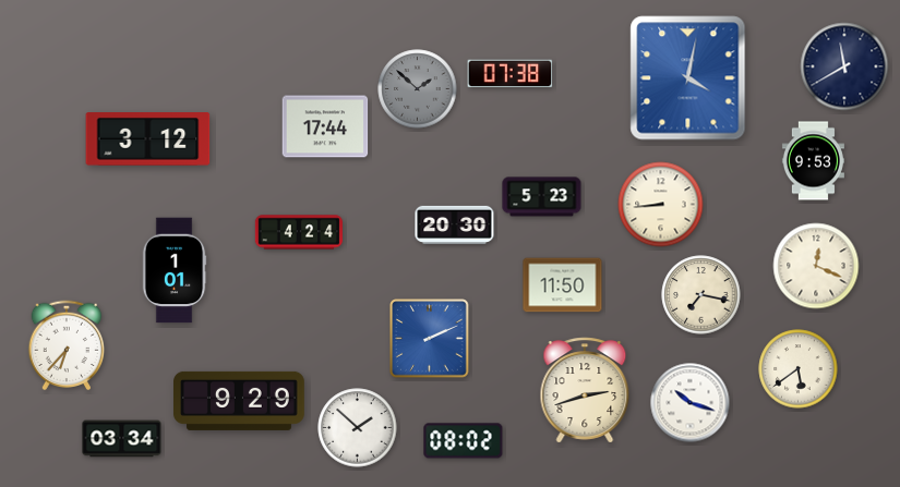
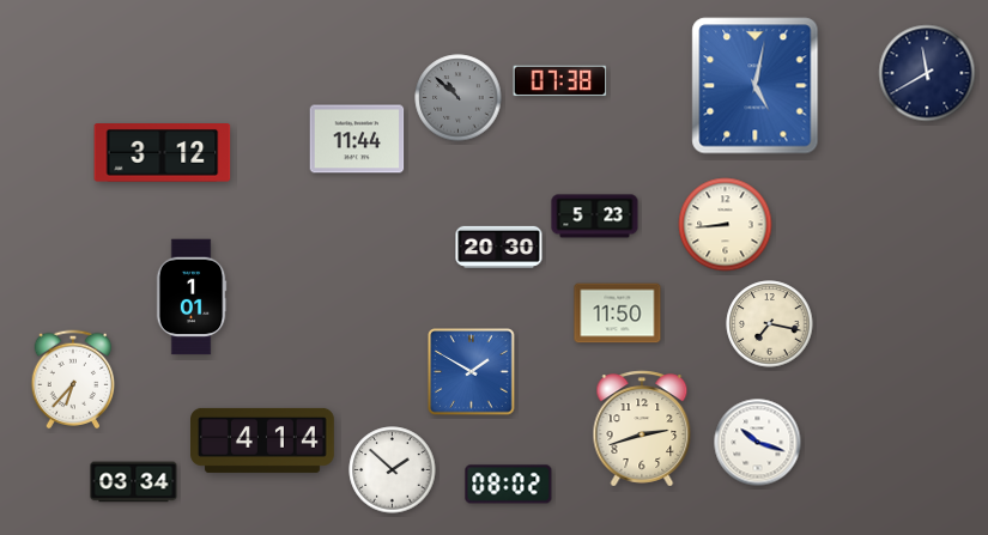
clock at (688, 78): 4:02 -> 5:02
clock at (418, 89): 1:52 -> 10:52
clock at (325, 126): 17:44 -> 11:44
clock at (813, 161): 9:53 -> none
clock at (298, 232): 4:24 -> none
clock at (816, 266): 12:19 -> none
clock at (430, 339): 2:11 -> 1:50
clock at (799, 369): 5:39 -> none
clock at (240, 401): 9:29 -> 4:14
